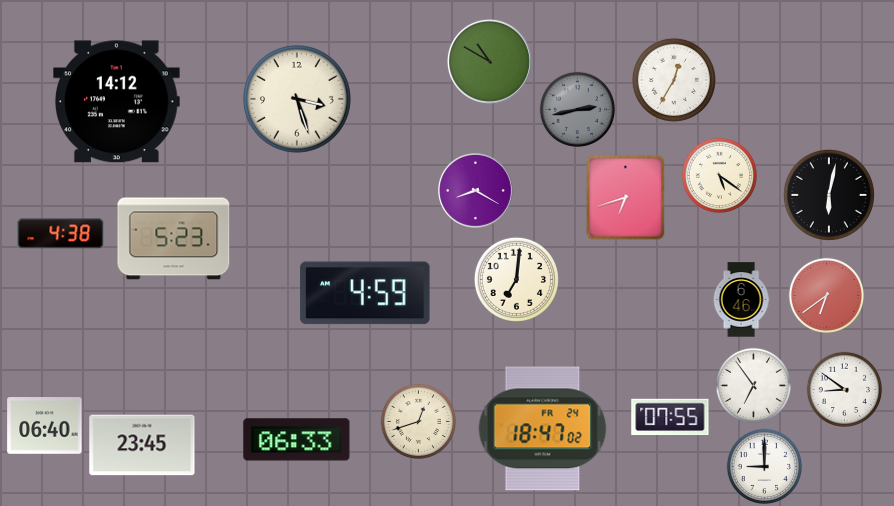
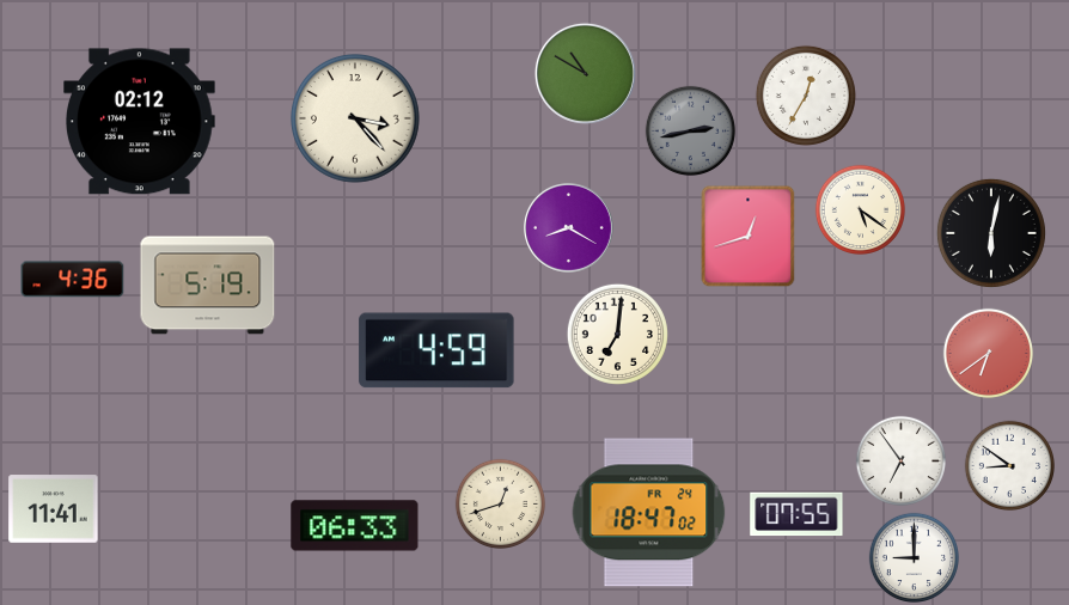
clock at (297, 99): 3:27 -> 3:23
clock at (117, 102): 14:12 -> 02:12
clock at (626, 198): 6:42 -> 12:42
clock at (61, 234): 4:38 -> 4:36
clock at (174, 239): 5:23 -> 5:19
clock at (741, 300): 6:46 -> none
clock at (670, 417) position: (670, 417) -> (796, 514)
clock at (45, 426): 06:40 -> 11:41
clock at (142, 445): 23:45 -> none
